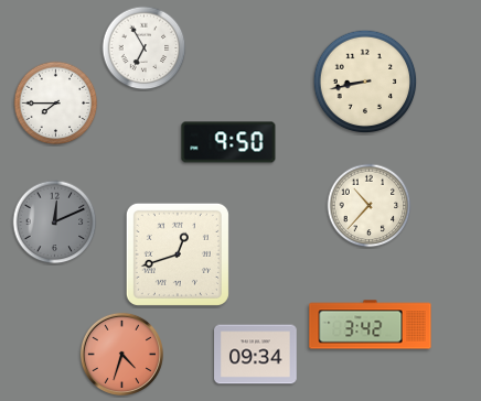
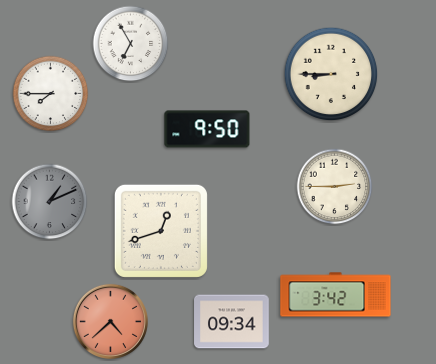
clock at (365, 82): 8:43 -> 8:45
clock at (370, 206): 10:37 -> 2:45
clock at (55, 223): 12:11 -> 1:11
clock at (121, 354): 4:33 -> 4:38
